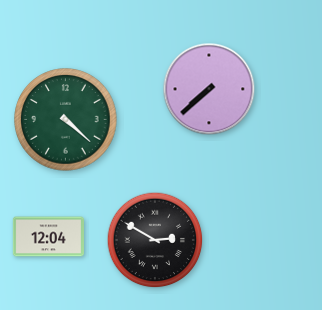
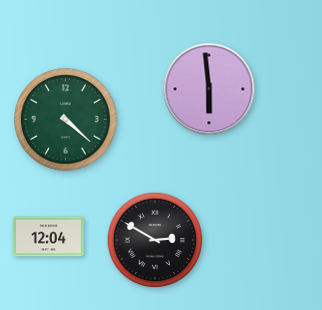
clock at (209, 89): 7:38 -> 5:59
